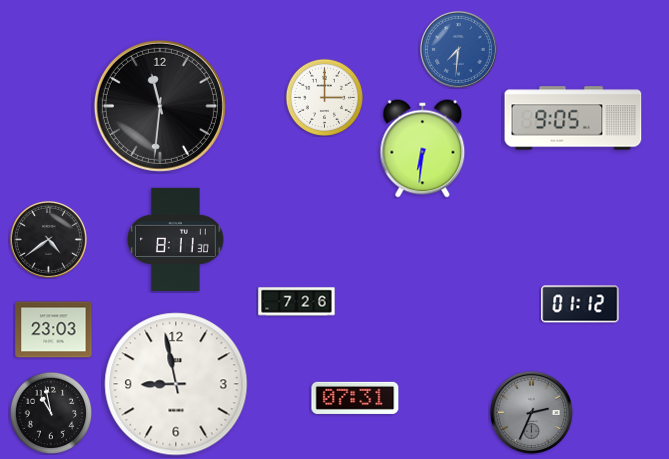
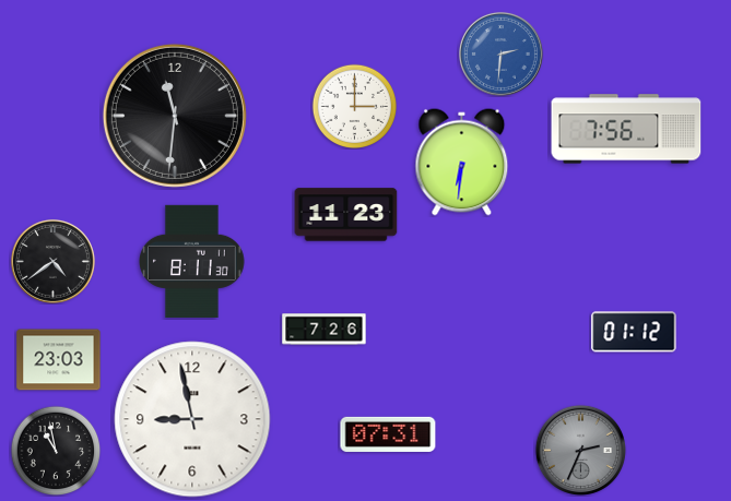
clock at (458, 49): 7:31 -> 2:31
clock at (573, 118): 9:05 -> 7:56
clock at (346, 215): none -> 11:23
